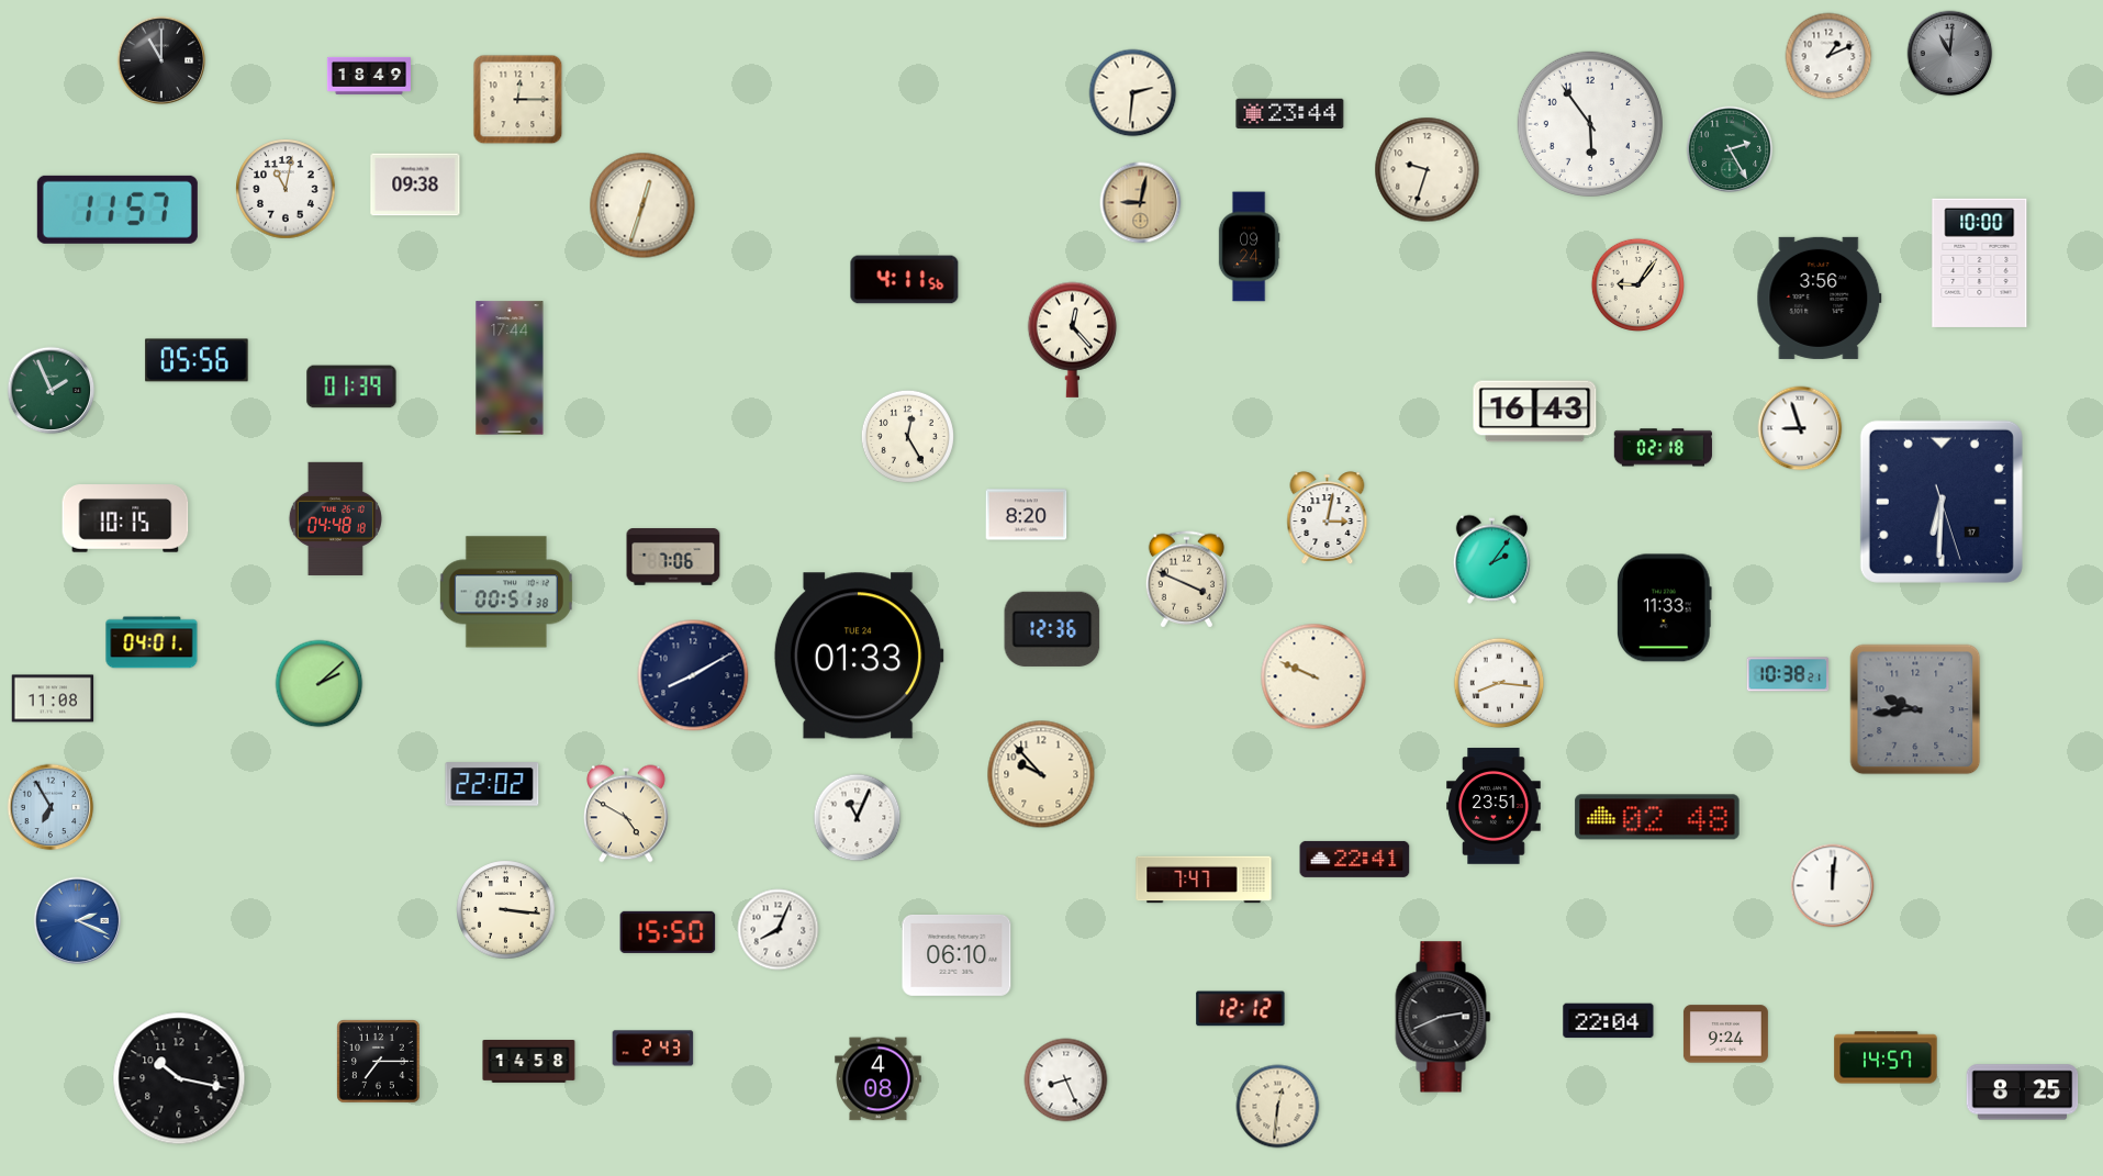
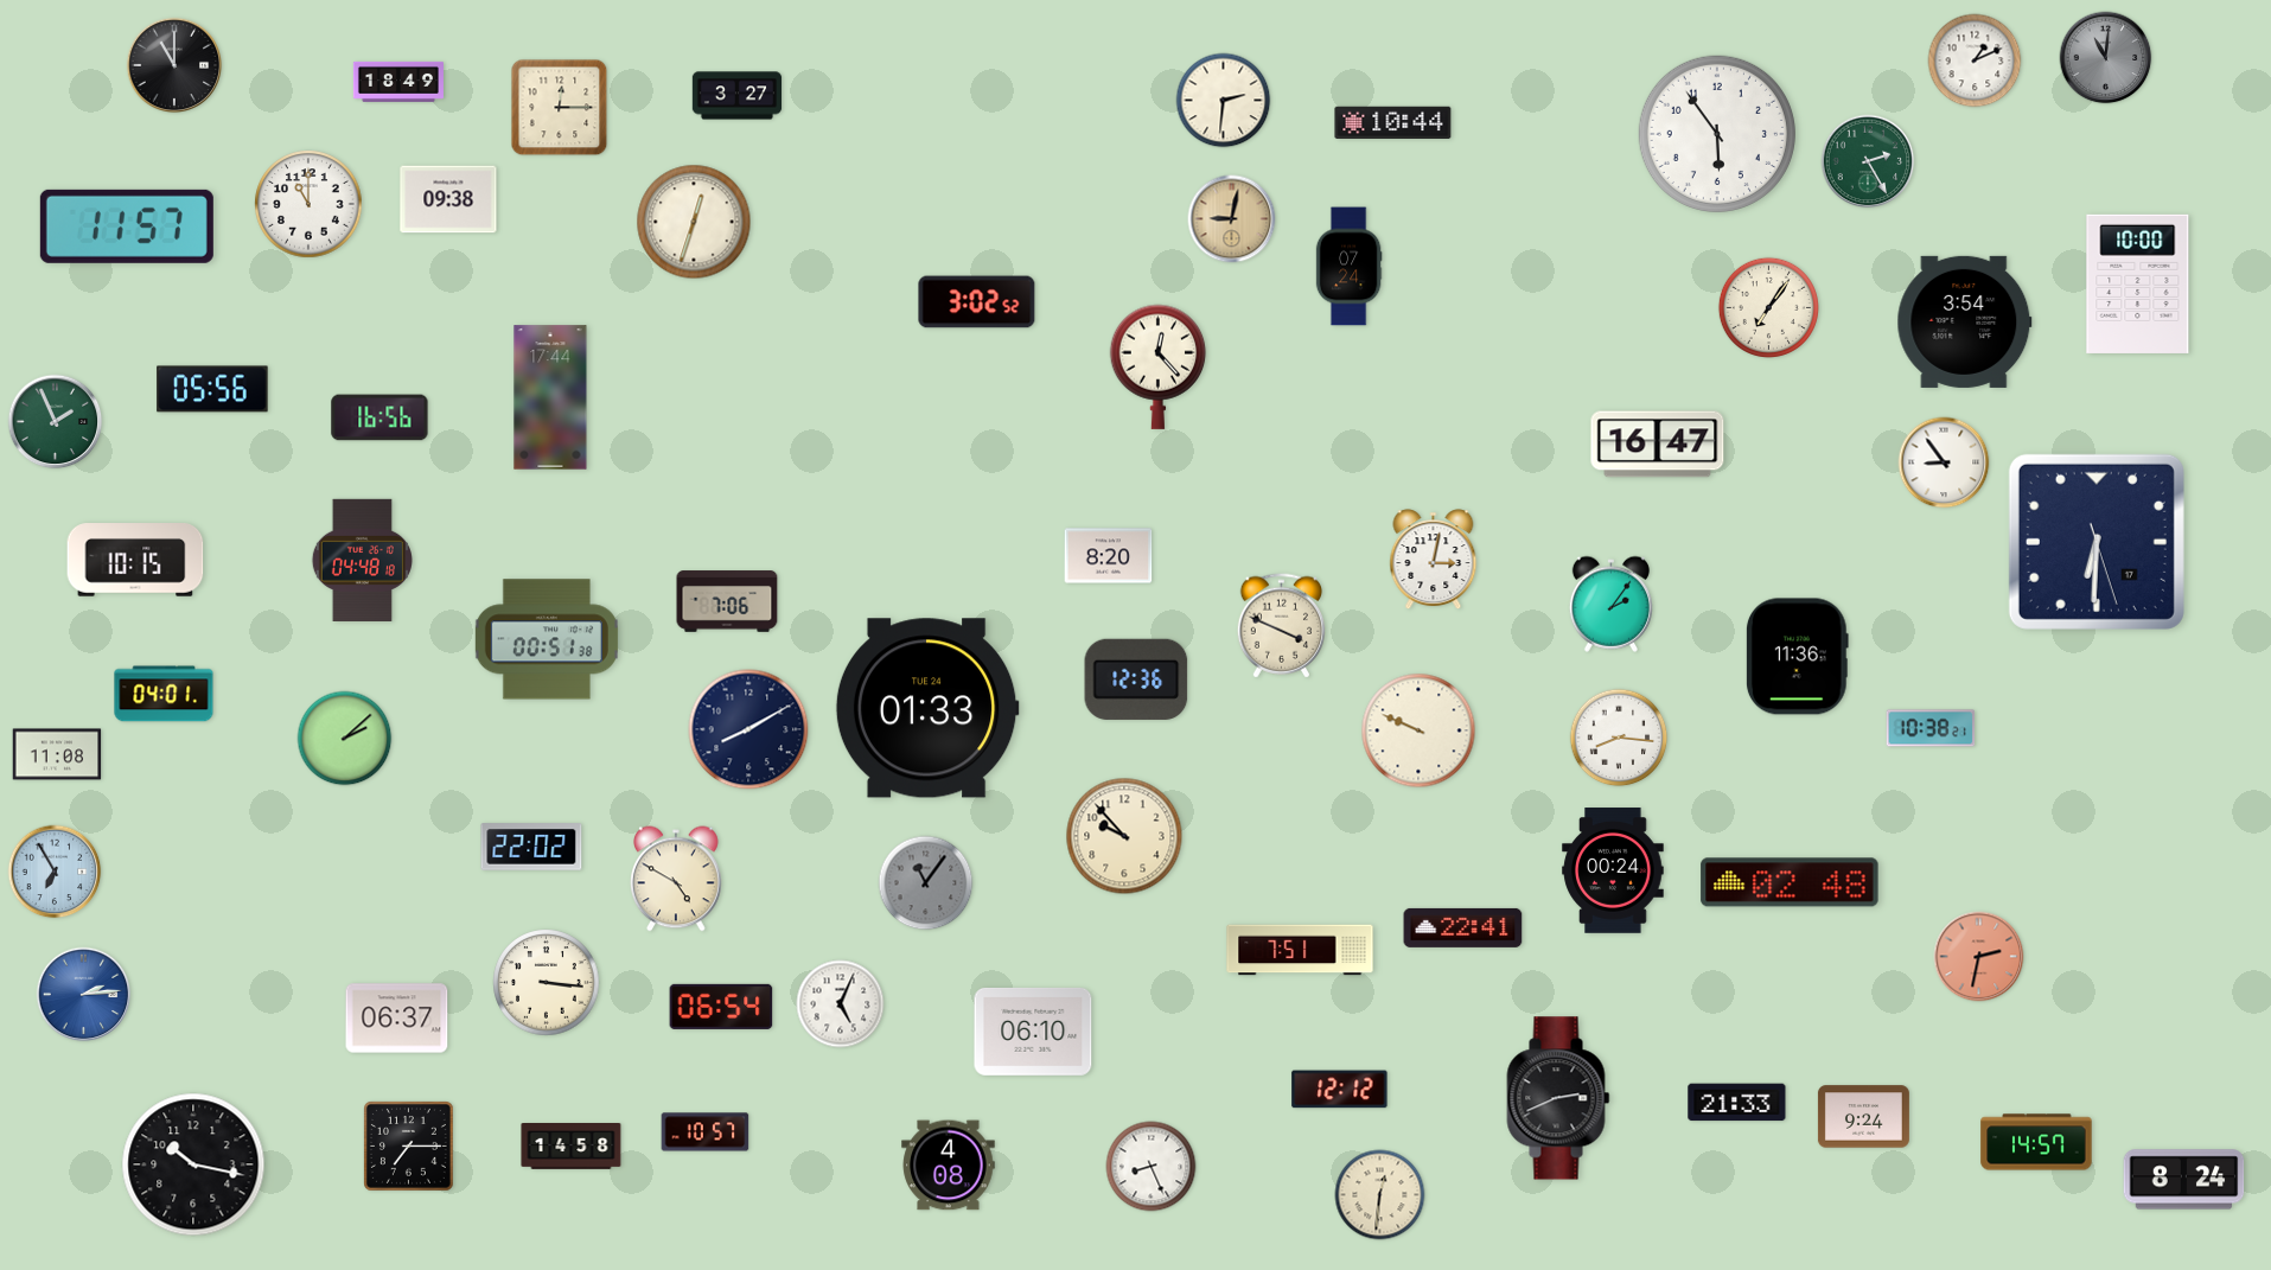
clock at (738, 96): none -> 3:27
clock at (1290, 114): 23:44 -> 10:44
clock at (1428, 170): 9:33 -> none
clock at (286, 189): 11:02 -> 11:00
clock at (1249, 247): 09:24 -> 07:24
clock at (905, 280): 4:11 -> 3:02
clock at (1637, 284): 9:06 -> 7:06
clock at (1820, 298): 3:56 -> 3:54
clock at (351, 387): 01:39 -> 16:56
clock at (1535, 412): 16:43 -> 16:47
clock at (1800, 428): 8:57 -> 8:54
clock at (907, 436): 12:25 -> none
clock at (1663, 448): 02:18 -> none
clock at (1664, 608): 11:33 -> 11:36
clock at (1915, 709): 9:44 -> none
clock at (1494, 806): 23:51 -> 00:24
clock at (858, 818): 11:04 -> 11:06
clock at (858, 818) dial: white -> grey
clock at (1204, 880): 7:47 -> 7:51
clock at (1833, 886): 12:01 -> 2:32
clock at (1833, 886) dial: white -> salmon
clock at (78, 921): 2:19 -> 2:14
clock at (779, 930): 8:04 -> 5:04
clock at (668, 932): 15:50 -> 06:54
clock at (397, 1019): none -> 06:37
clock at (1609, 1021): 22:04 -> 21:33
clock at (653, 1049): 2:43 -> 10:57
clock at (2023, 1093): 8:25 -> 8:24
